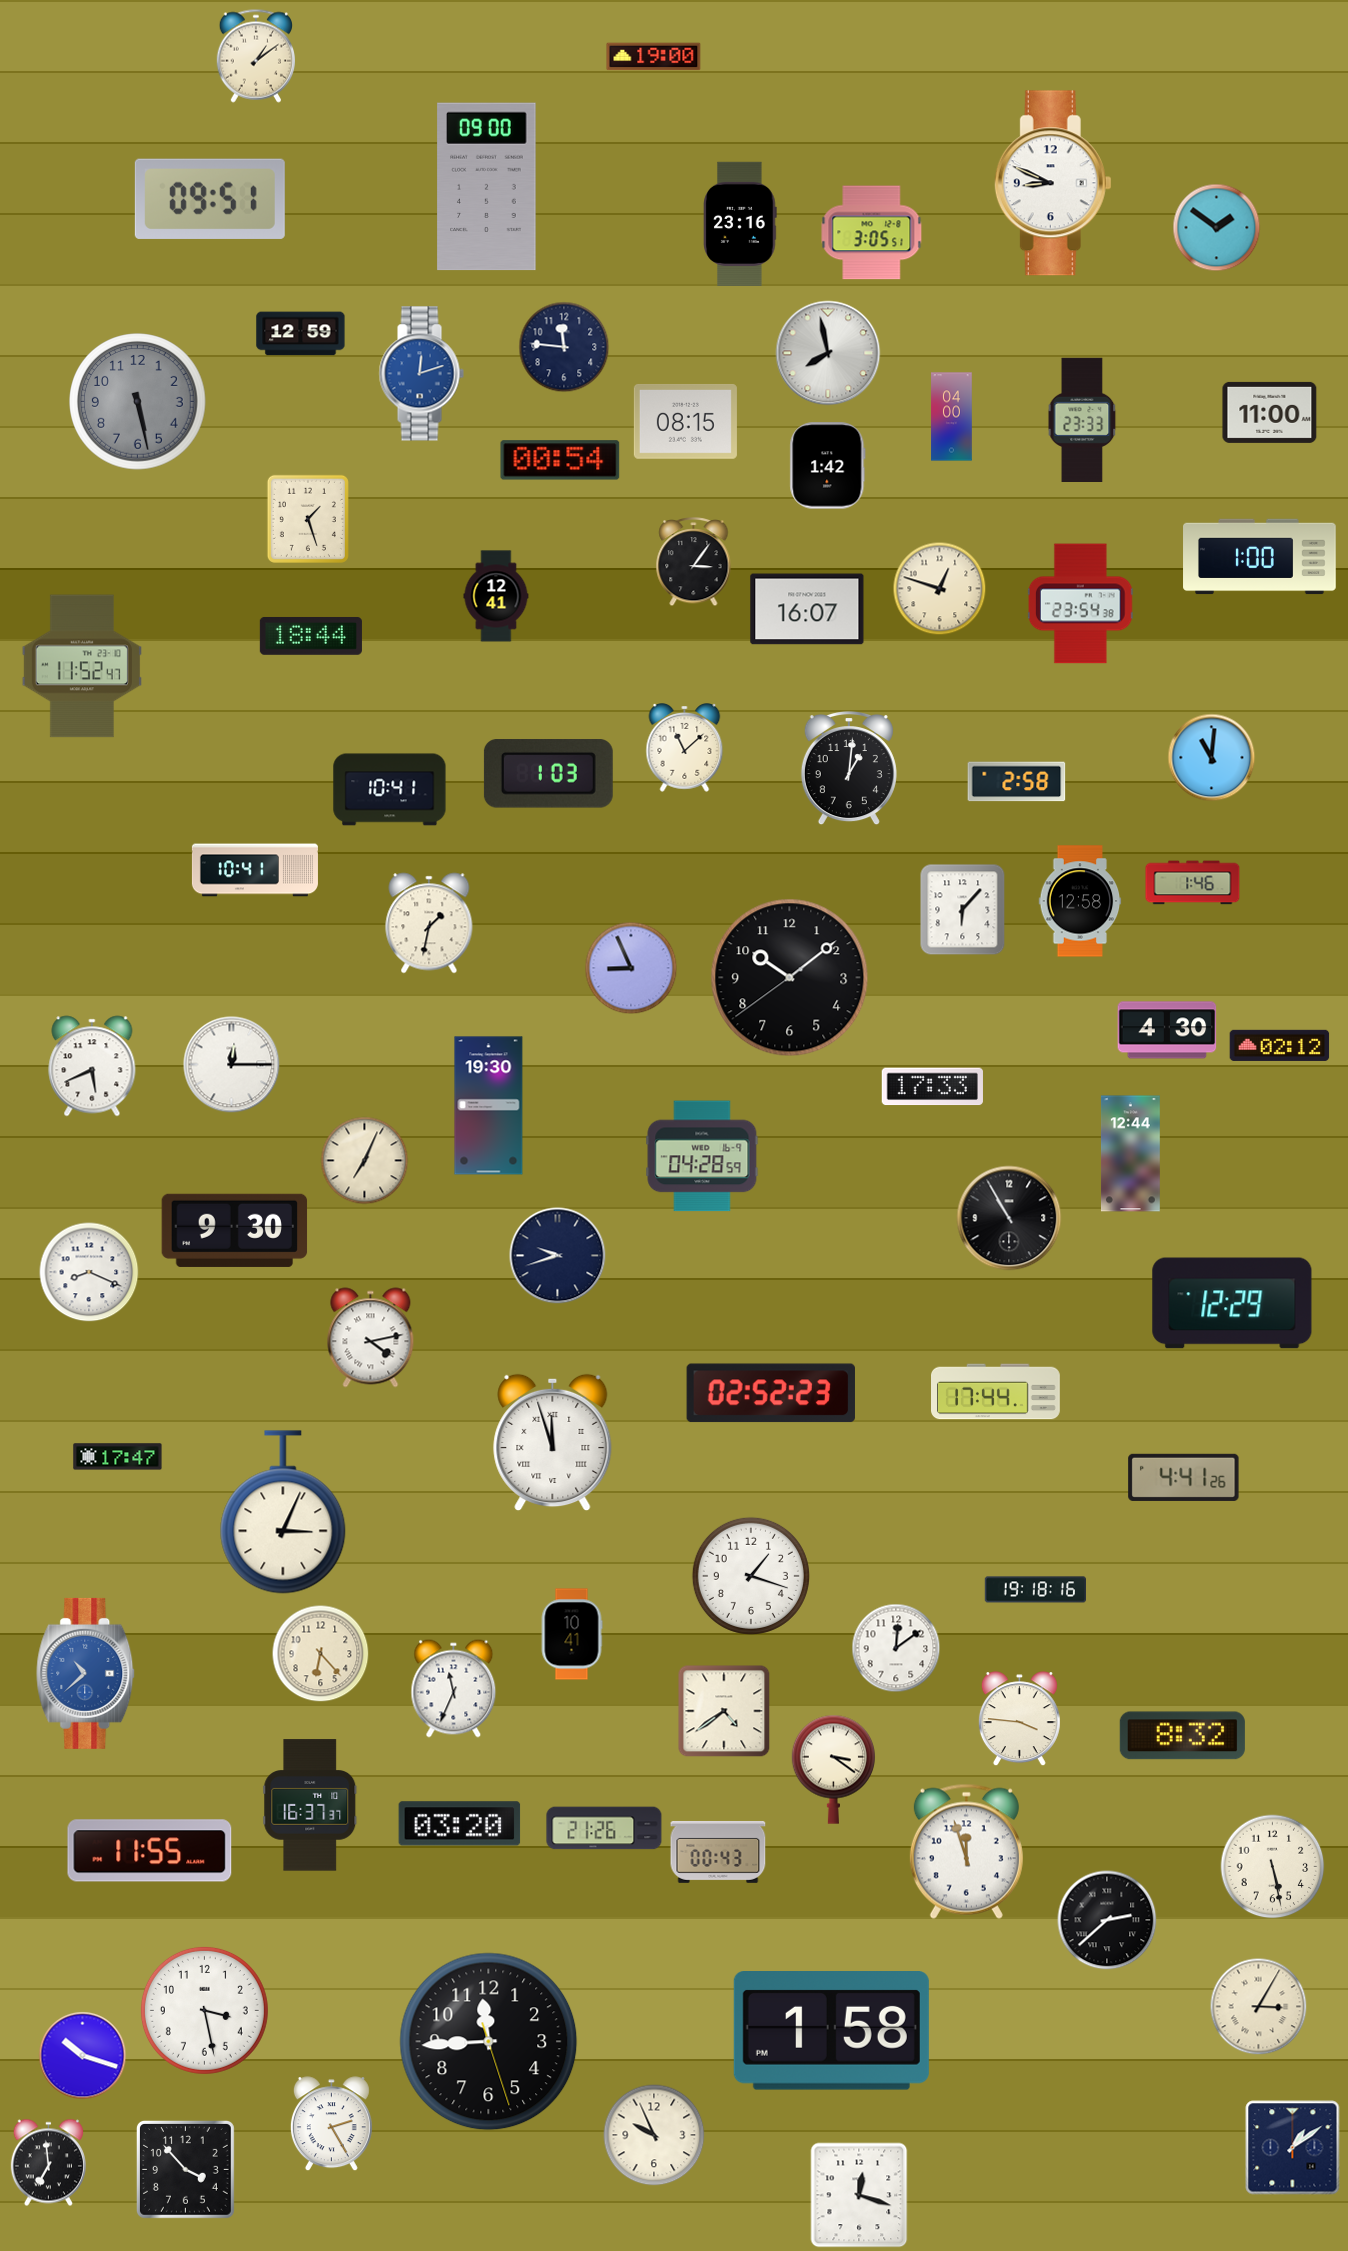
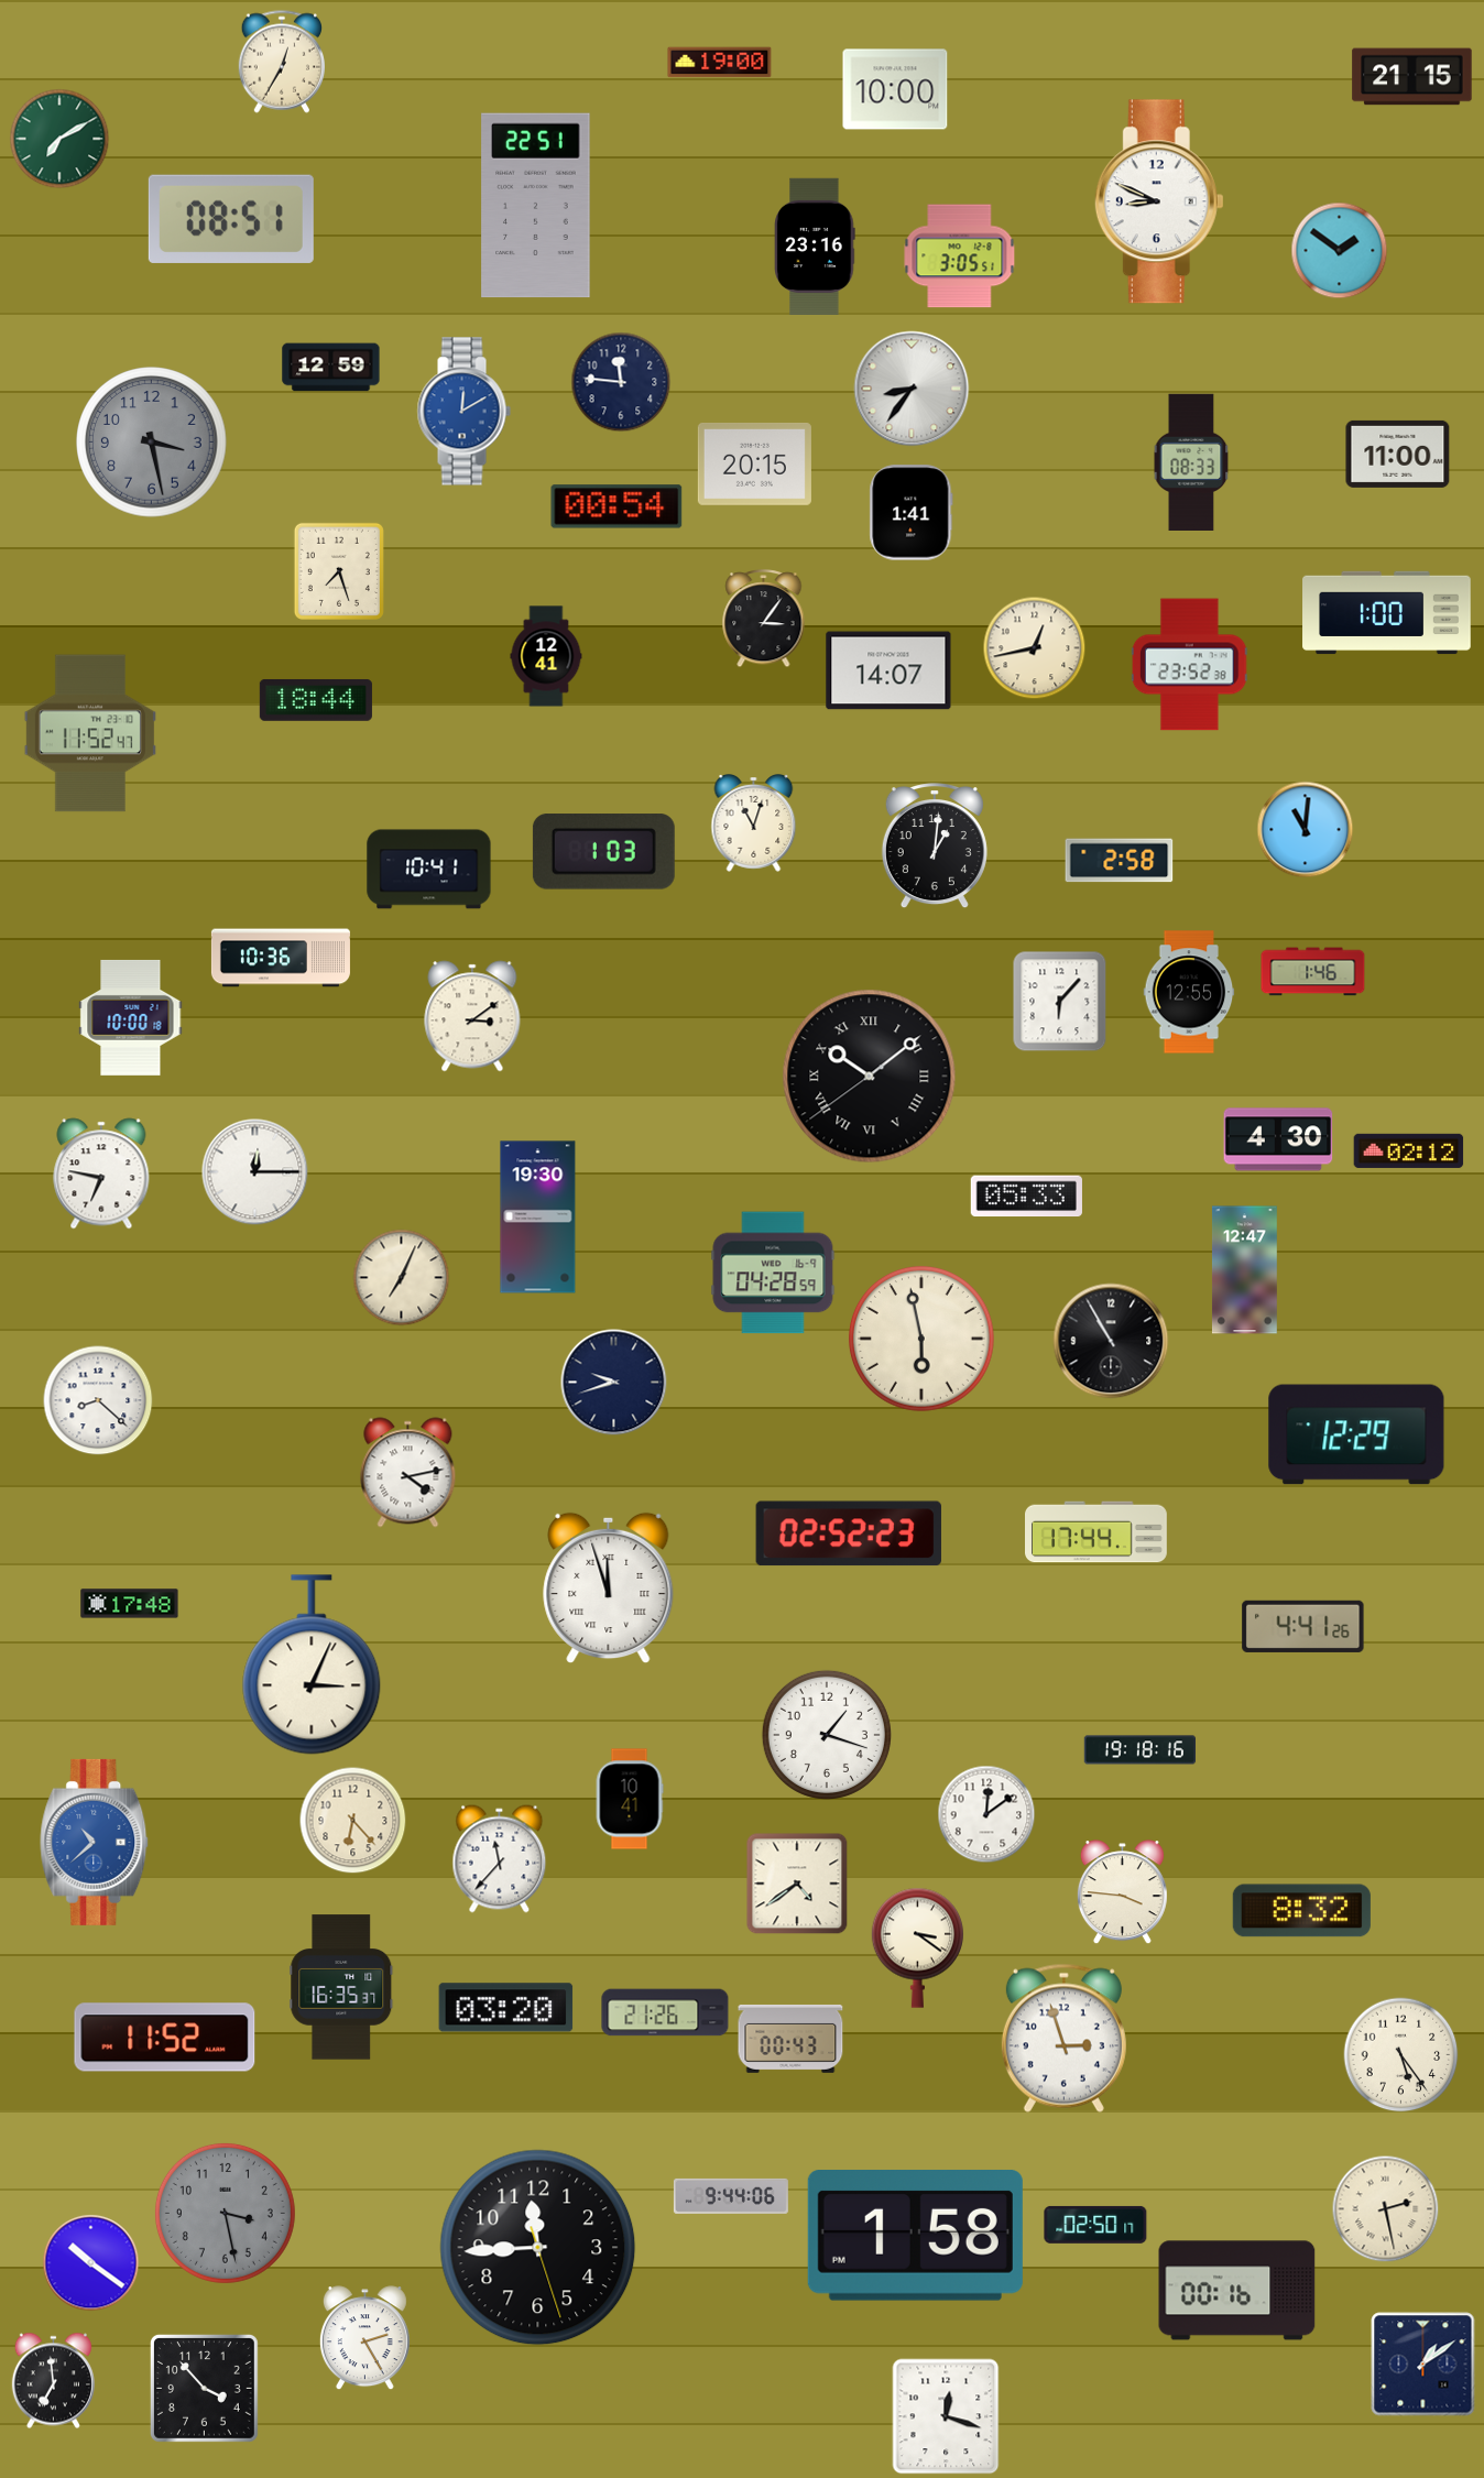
clock at (255, 56): 1:09 -> 12:35
clock at (1412, 77): none -> 21:15
clock at (895, 89): none -> 10:00
clock at (59, 139): none -> 7:10
clock at (487, 187): 09:00 -> 22:51
clock at (210, 199): 09:51 -> 08:51
clock at (828, 353): 7:58 -> 8:36
clock at (421, 374): 12:12 -> 12:10
clock at (138, 402): 5:28 -> 3:28
clock at (952, 417): 04:00 -> none
clock at (1082, 419): 23:33 -> 08:33
clock at (685, 421): 08:15 -> 20:15
clock at (828, 466): 1:42 -> 1:41
clock at (308, 519): 1:27 -> 7:27
clock at (940, 589): 12:48 -> 12:43
clock at (1080, 604): 23:54 -> 23:52
clock at (807, 609): 16:07 -> 14:07
clock at (311, 636) position: (311, 636) -> (316, 700)
clock at (685, 748): 11:08 -> 11:03
clock at (1212, 758) position: (1212, 758) -> (1306, 830)
clock at (255, 870): 10:41 -> 10:36
clock at (1080, 901): 12:58 -> 12:55
clock at (429, 923): 1:32 -> 3:09
clock at (131, 1017): none -> 10:00
clock at (631, 968): 8:56 -> none
clock at (790, 978) numerals: Arabic -> Roman
clock at (1167, 1030) position: (1167, 1030) -> (1278, 1139)
clock at (92, 1066): 5:41 -> 6:47
clock at (932, 1087): 17:33 -> 05:33
clock at (1130, 1154): 12:44 -> 12:47
clock at (921, 1339): none -> 5:58
clock at (235, 1230): 9:30 -> none
clock at (89, 1272): 8:19 -> 8:22
clock at (118, 1457): 17:47 -> 17:48
clock at (454, 1689): 11:34 -> 11:37
clock at (310, 1805): 16:37 -> 16:35
clock at (150, 1851): 11:55 -> 11:52
clock at (966, 1851): 11:57 -> 2:57
clock at (1273, 1867): 5:28 -> 5:24
clock at (1107, 1920): 2:38 -> none
clock at (731, 2196): none -> 9:44
clock at (1259, 2007): 3:05 -> 2:28
clock at (204, 2010) dial: white -> grey
clock at (1095, 2225): none -> 02:50
clock at (83, 2056): 10:18 -> 10:21
clock at (1237, 2291): none -> 00:16
clock at (654, 2135): 9:56 -> none
